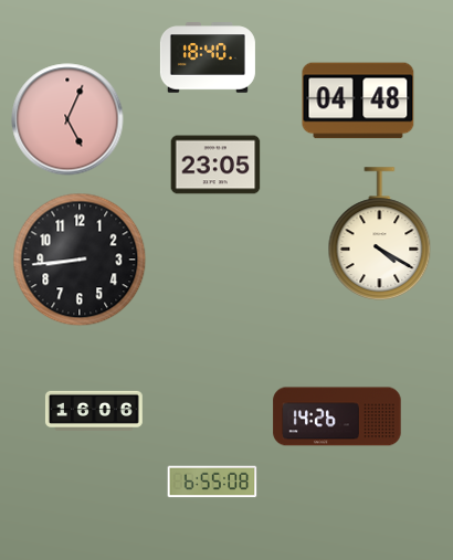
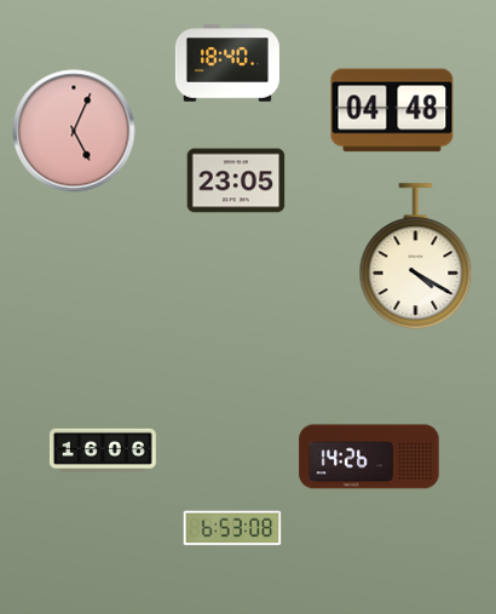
clock at (80, 260): 8:44 -> none
clock at (212, 482): 6:55 -> 6:53
